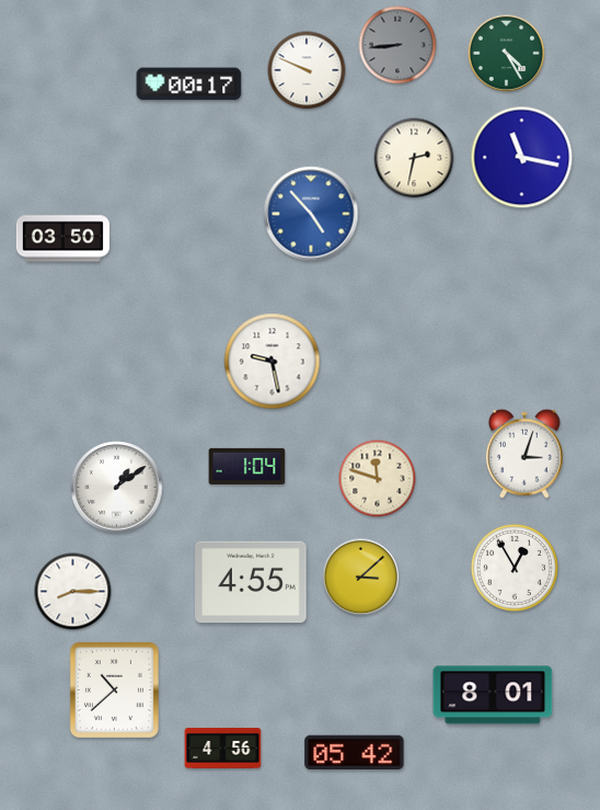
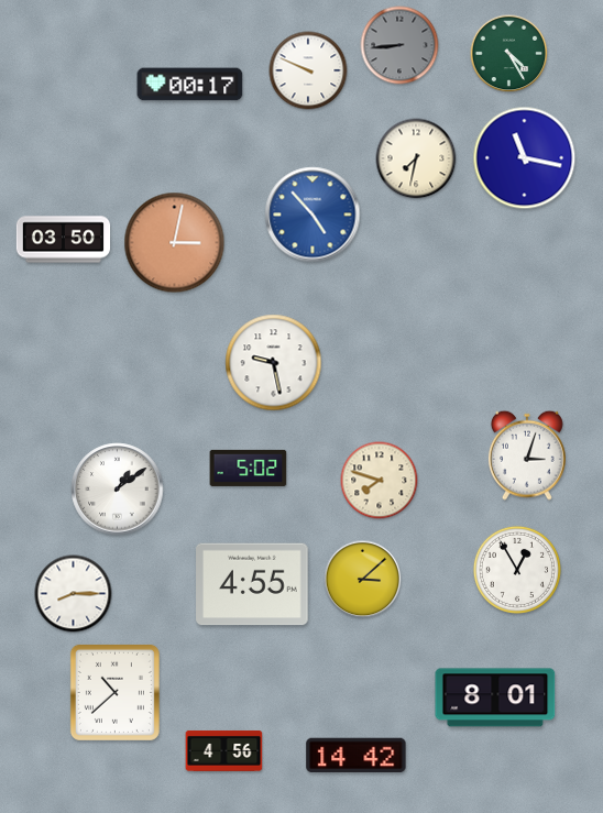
clock at (414, 158): 2:32 -> 7:32
clock at (175, 243): none -> 3:02
clock at (247, 466): 1:04 -> 5:02
clock at (378, 479): 11:48 -> 7:48
clock at (355, 753): 05:42 -> 14:42
